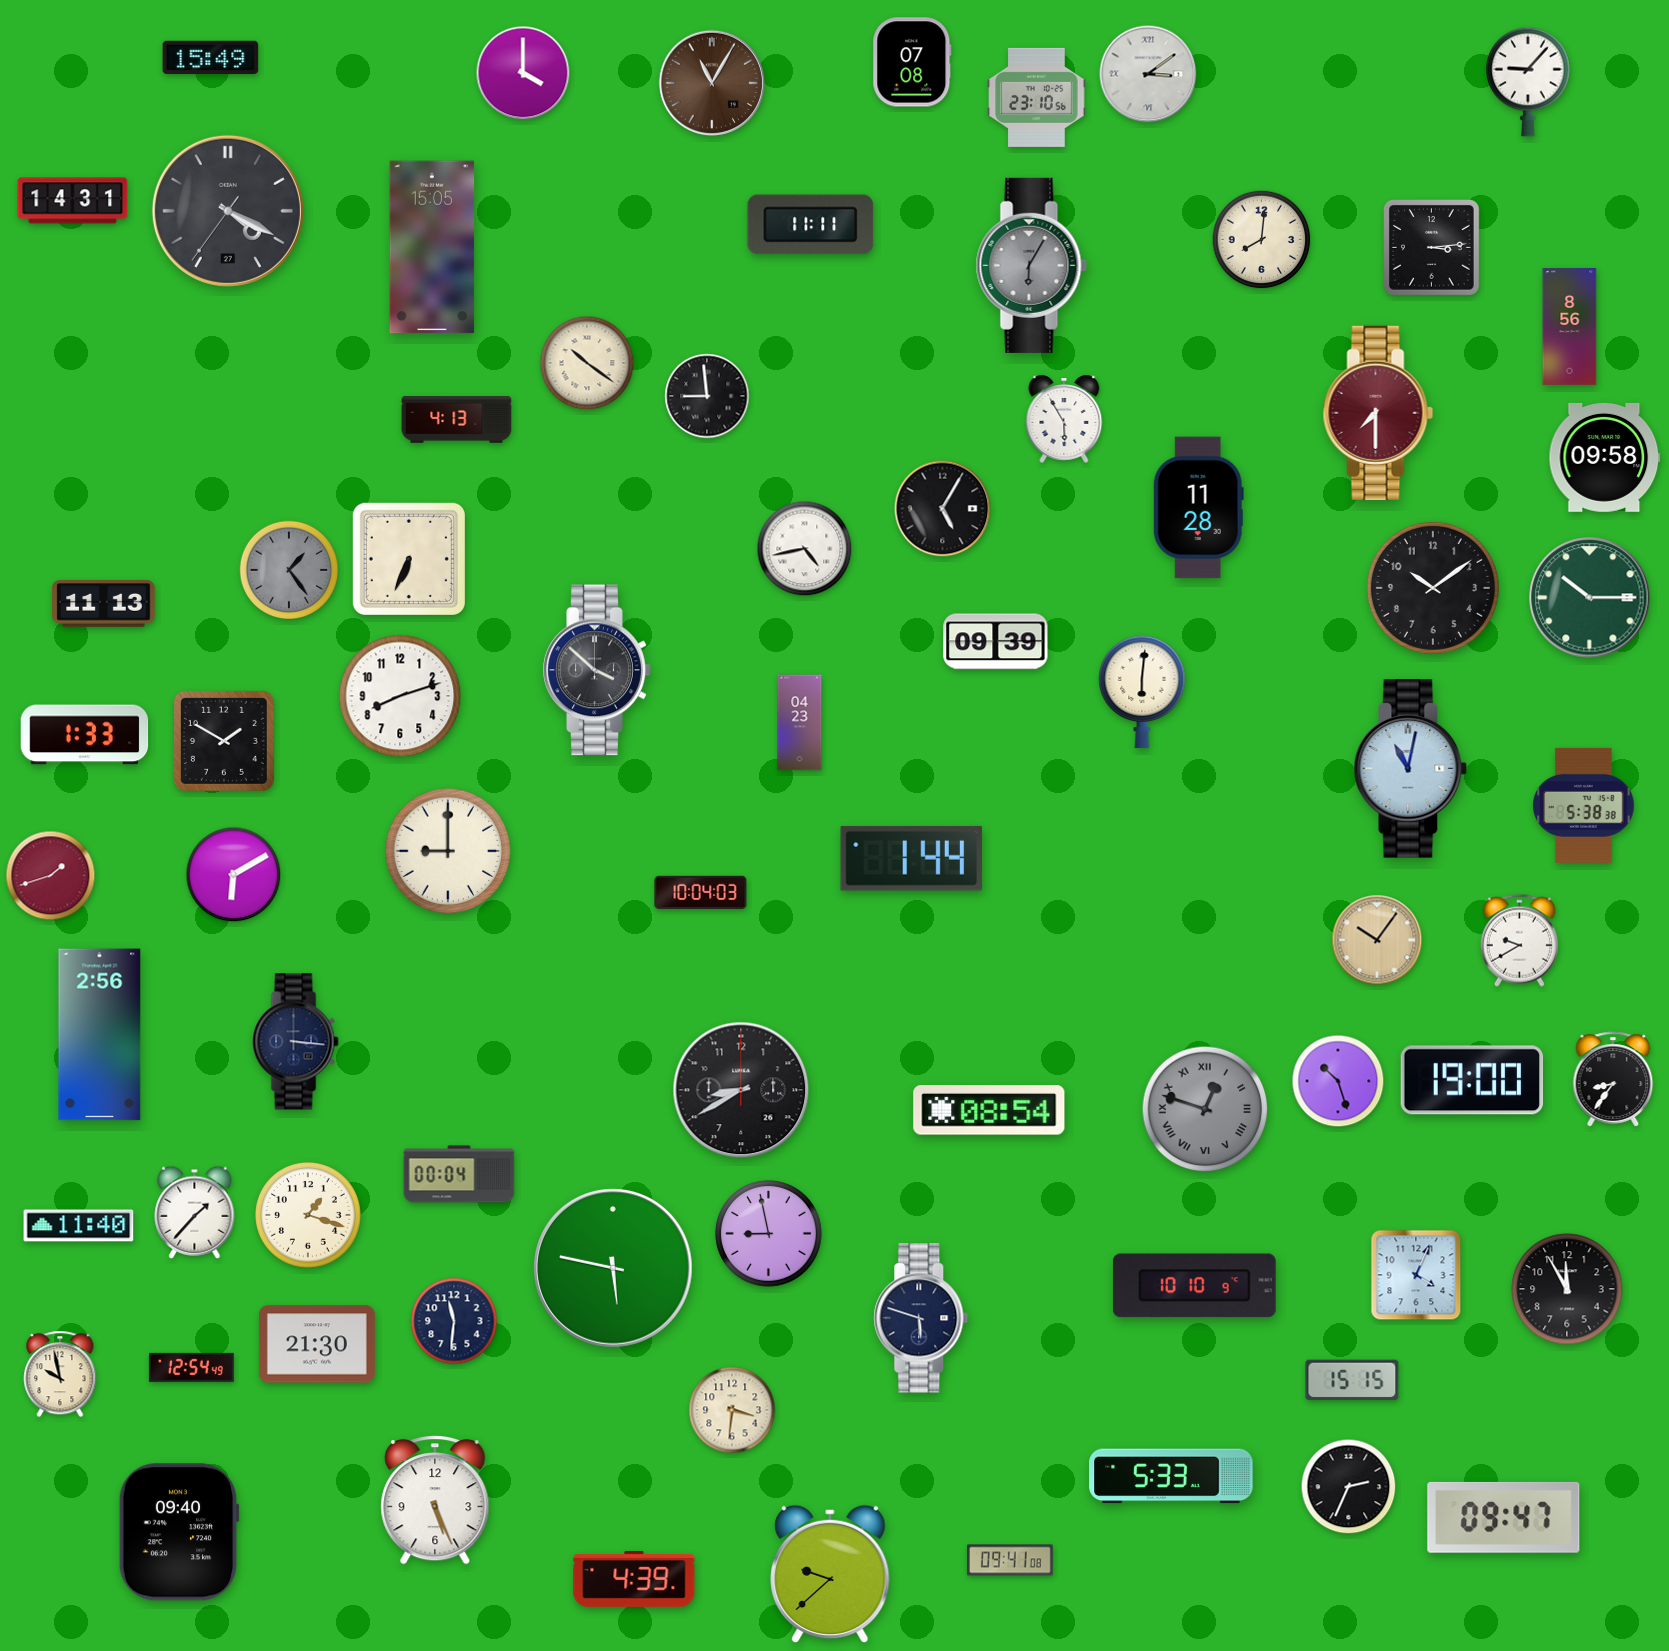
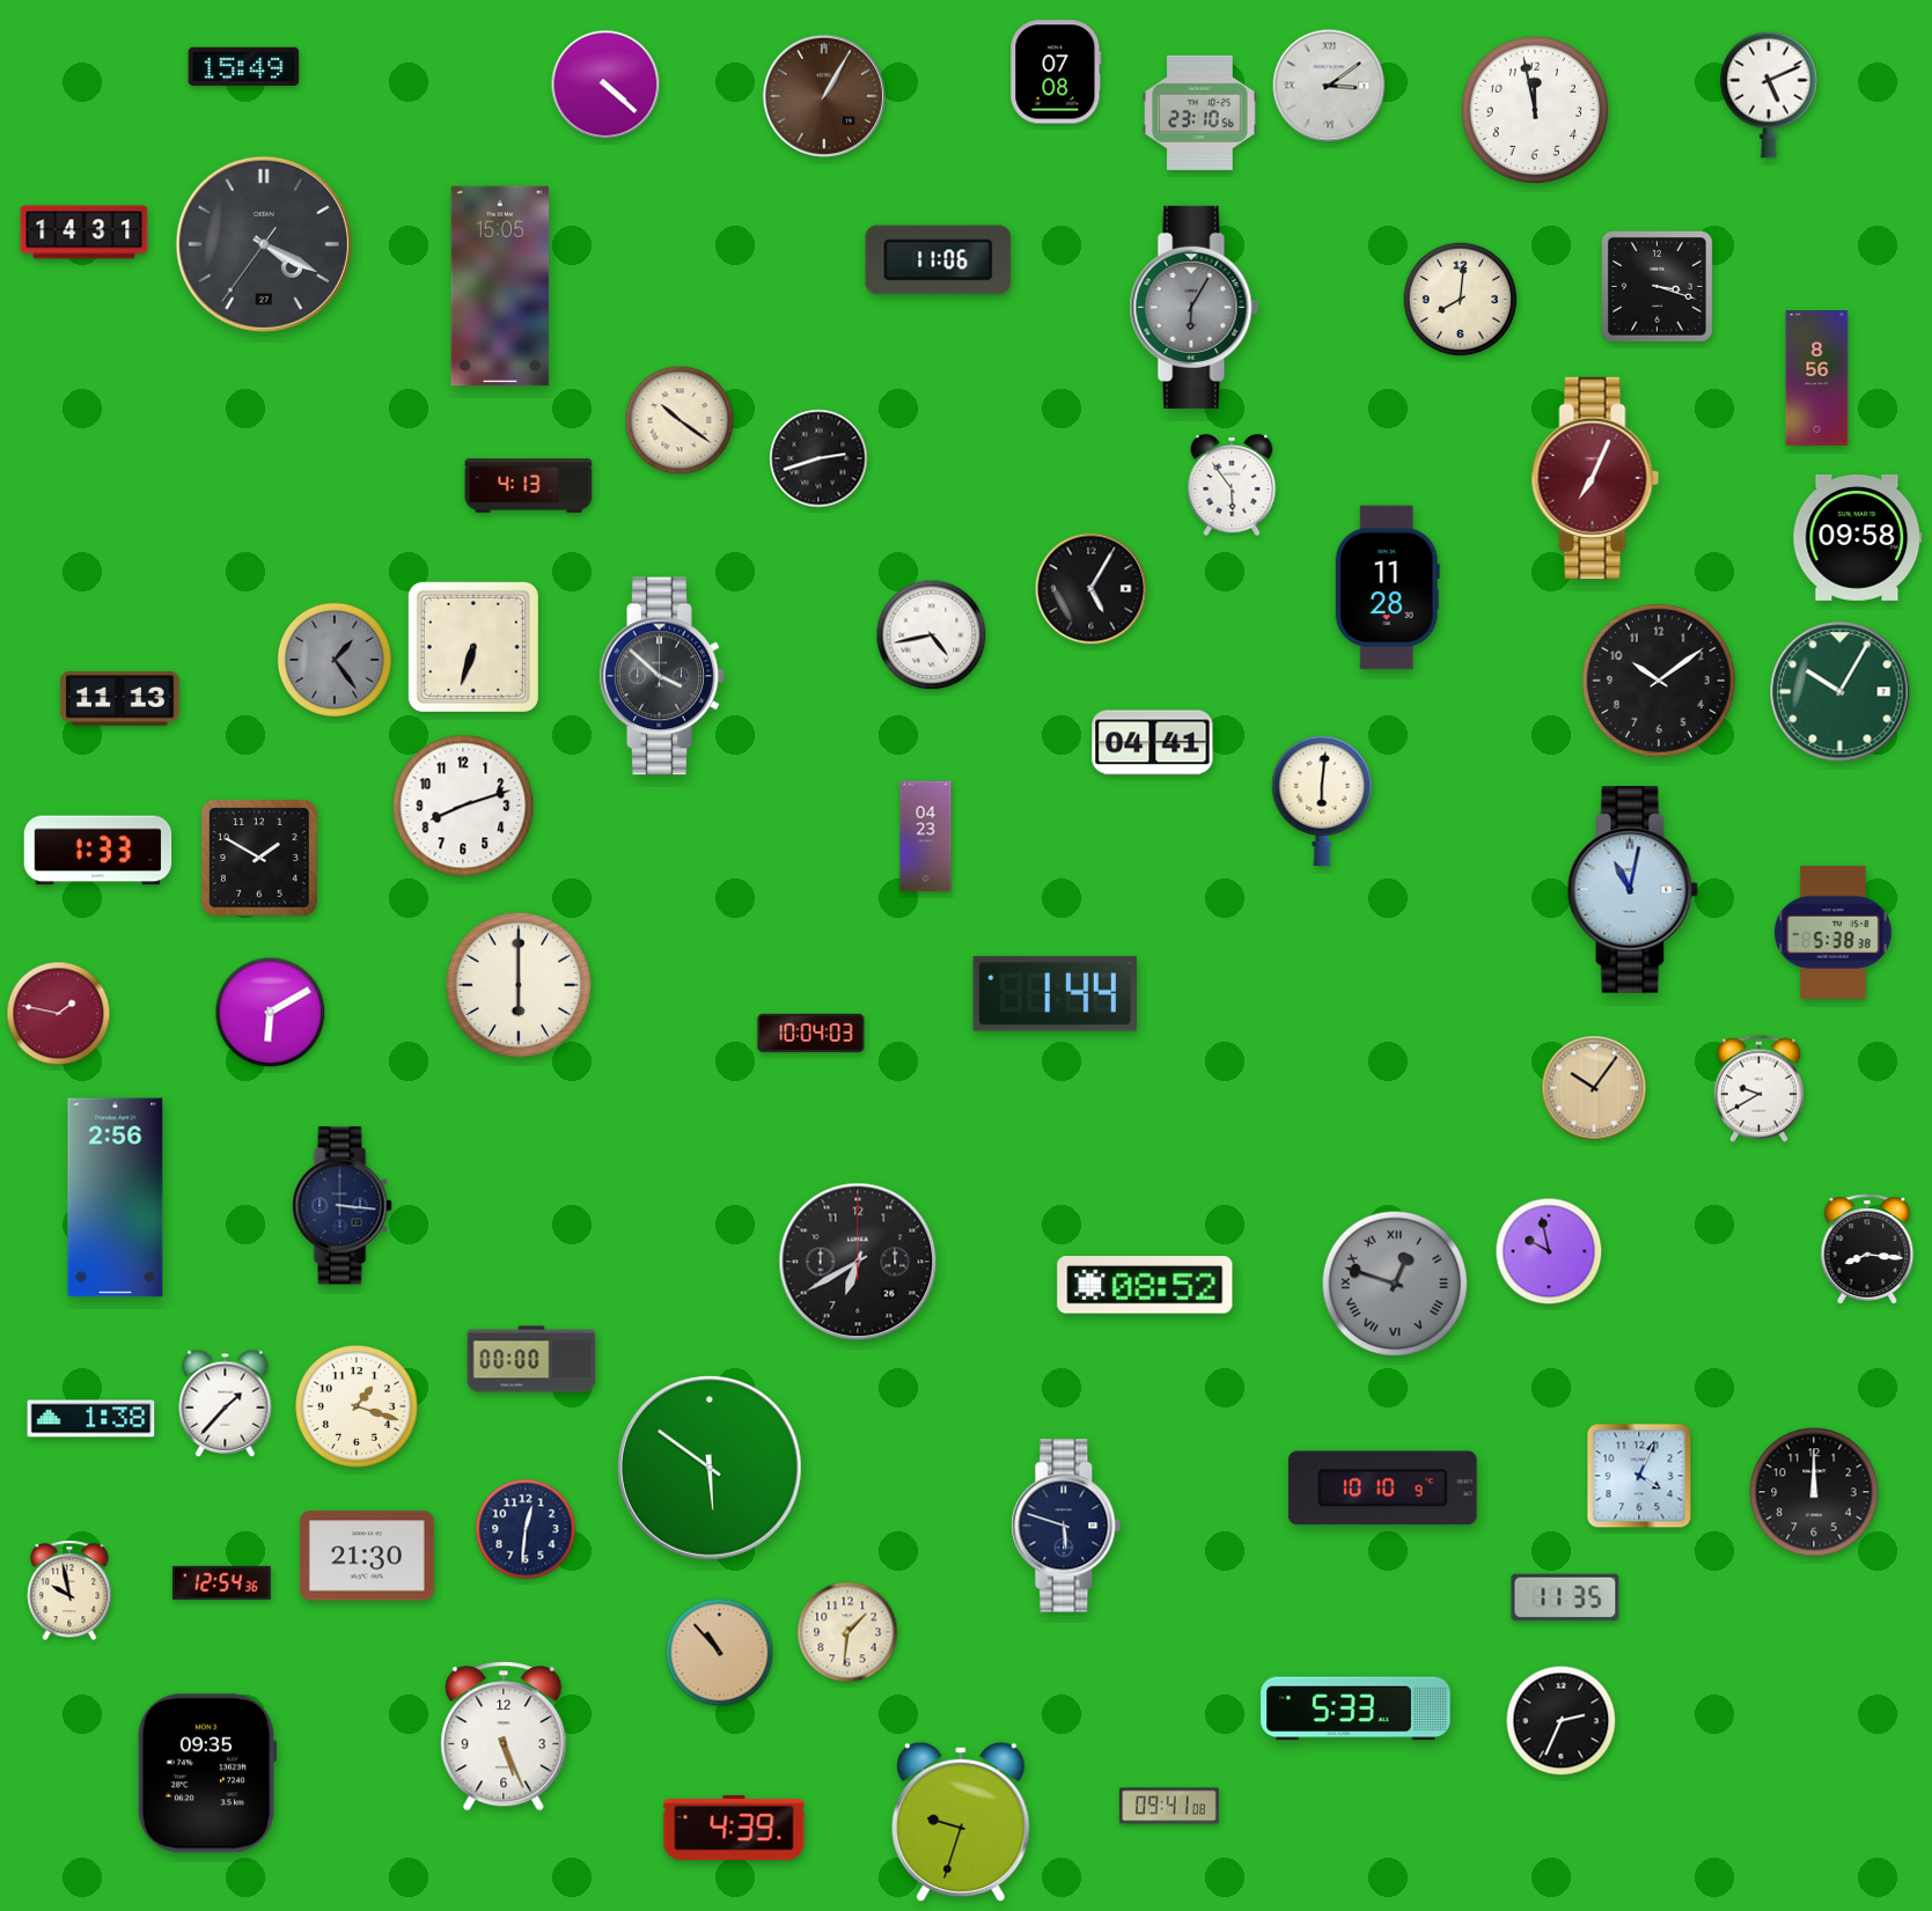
clock at (523, 73): 4:00 -> 4:22
clock at (1528, 82): 9:07 -> 5:11
clock at (712, 83): 11:05 -> 1:05
clock at (1535, 110): none -> 11:58
clock at (811, 225): 11:11 -> 11:06
clock at (1262, 240) position: (1262, 240) -> (1461, 300)
clock at (1432, 248): 3:14 -> 3:18
clock at (707, 396): 8:59 -> 2:42
clock at (1378, 413): 7:30 -> 7:04
clock at (1064, 419): 5:55 -> 5:54
clock at (1605, 457) position: (1605, 457) -> (1858, 537)
clock at (409, 559): 6:34 -> 6:33
clock at (1590, 598): 10:15 -> 10:05
clock at (996, 642): 09:39 -> 04:41
clock at (597, 670) position: (597, 670) -> (662, 676)
clock at (448, 851): 9:00 -> 6:00
clock at (51, 876): 1:42 -> 1:47
clock at (1613, 1079): 8:36 -> 8:16
clock at (1472, 1080): 19:00 -> none
clock at (1338, 1081): 10:27 -> 9:58
clock at (741, 1090): 8:40 -> 6:40
clock at (989, 1110): 08:54 -> 08:52
clock at (459, 1174): 00:04 -> 00:00
clock at (79, 1226): 11:40 -> 1:38
clock at (769, 1234): 8:58 -> none
clock at (613, 1268): 5:47 -> 5:51
clock at (1567, 1289): 11:55 -> 12:00
clock at (454, 1321): 11:31 -> 12:31
clock at (191, 1367): 12:54:49 -> 12:54:36
clock at (1352, 1380): 15:15 -> 11:35
clock at (732, 1410): 3:31 -> 1:31
clock at (720, 1653): none -> 10:53
clock at (1504, 1517): 09:47 -> none
clock at (179, 1532): 09:40 -> 09:35
clock at (830, 1574): 9:38 -> 9:33
